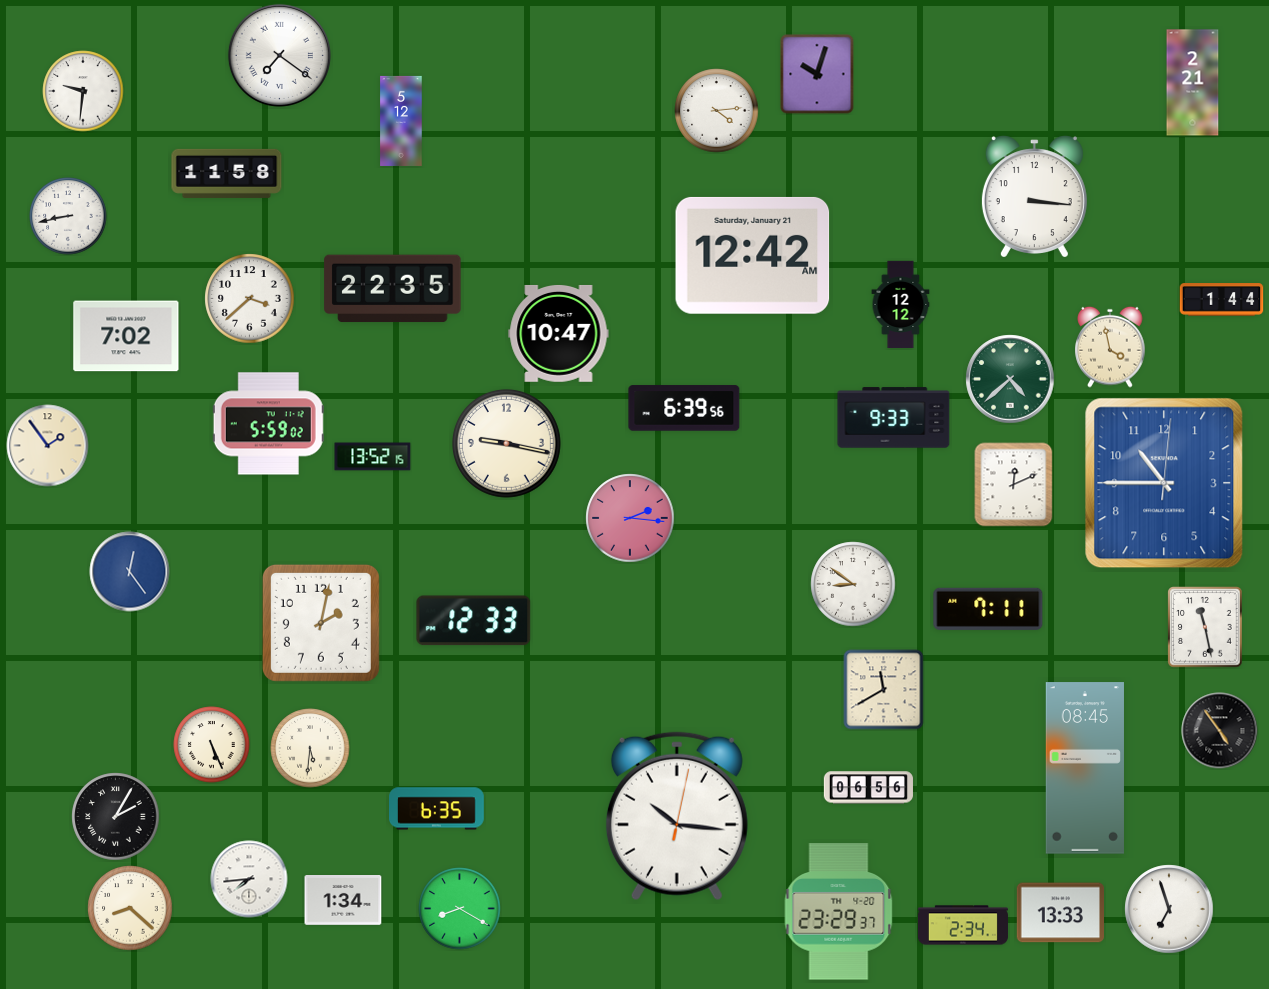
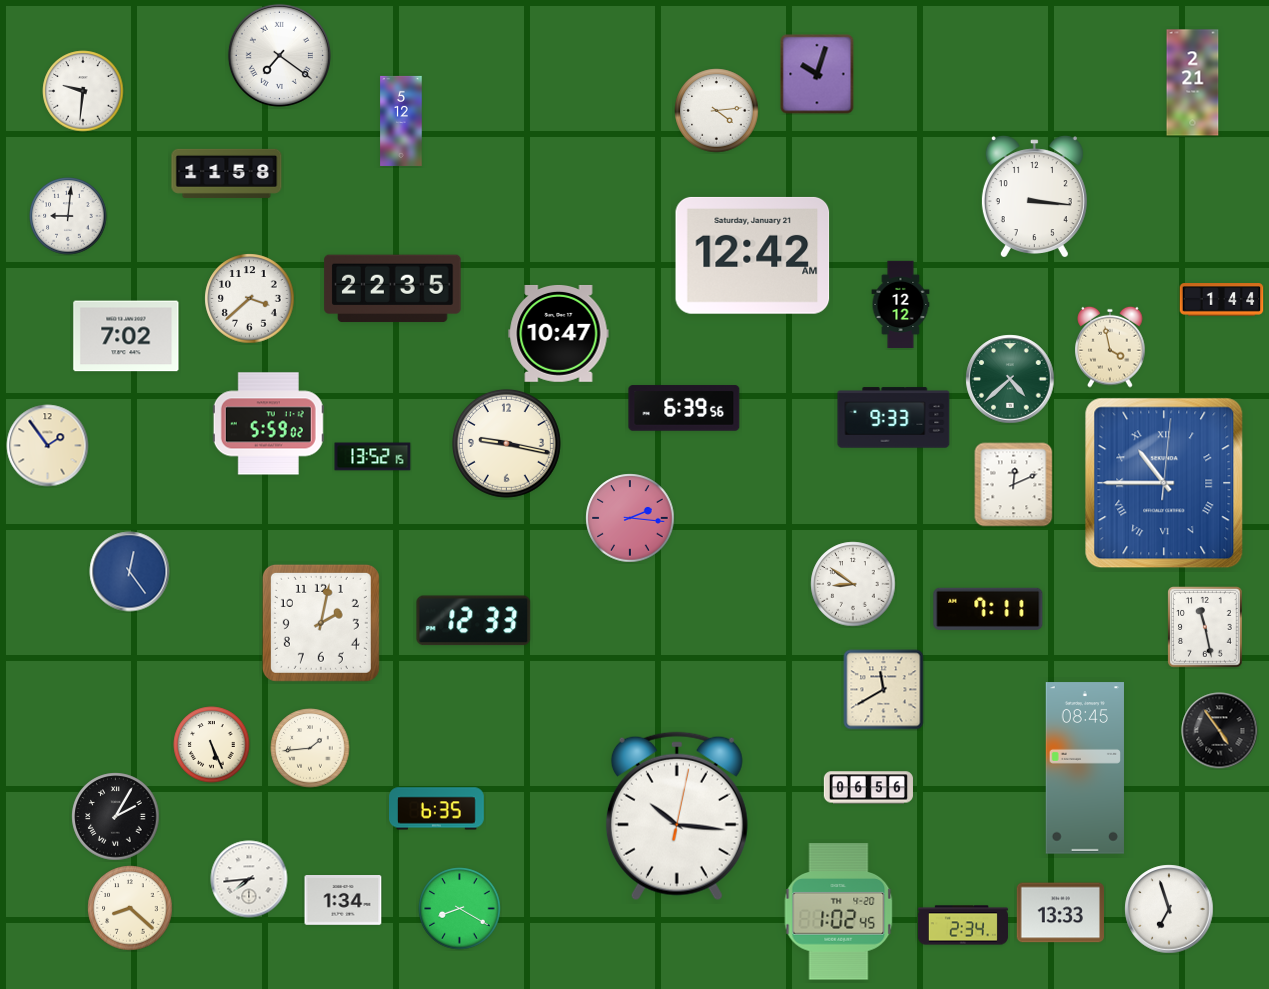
clock at (68, 216): 8:43 -> 9:01
clock at (1164, 483) numerals: Arabic -> Roman
clock at (310, 748): 5:31 -> 1:44
clock at (839, 912): 23:29 -> 1:02
